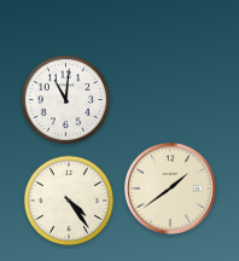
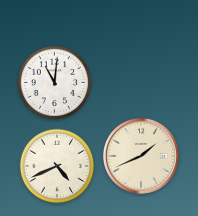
clock at (170, 188): 1:39 -> 1:41
clock at (69, 201): 4:24 -> 4:41
